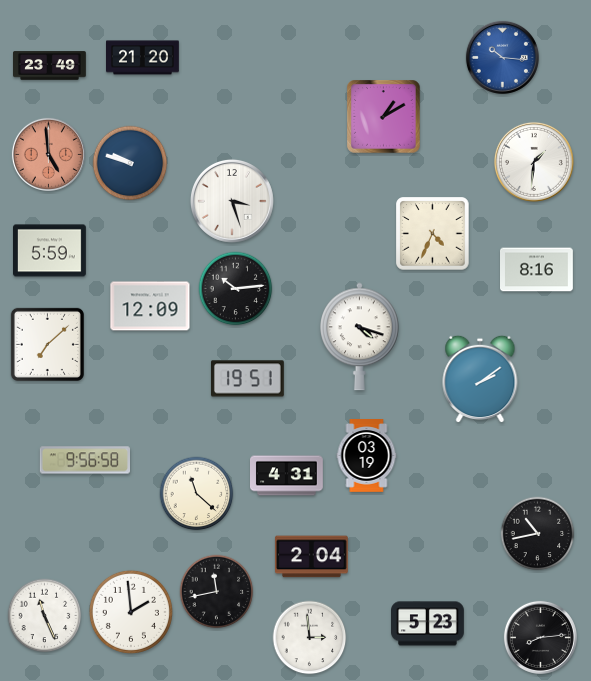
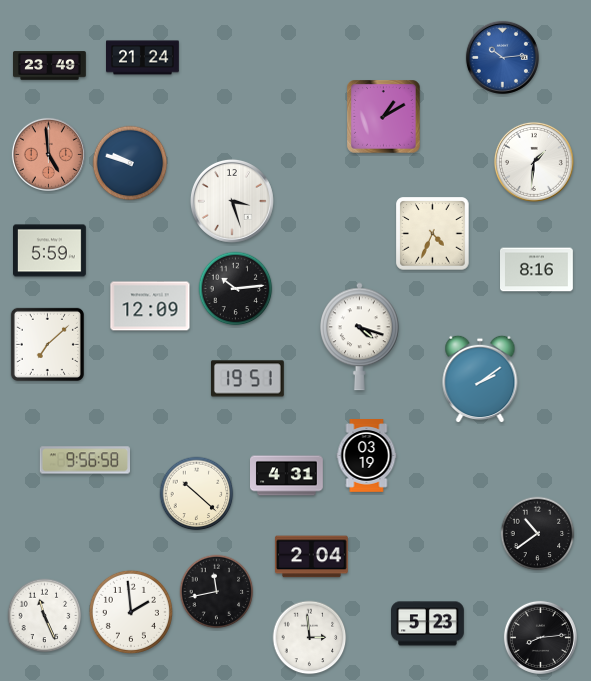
clock at (502, 57): 10:16 -> 10:14
clock at (143, 58): 21:20 -> 21:24
clock at (197, 494): 11:22 -> 10:22
clock at (538, 534): 10:43 -> 10:39
